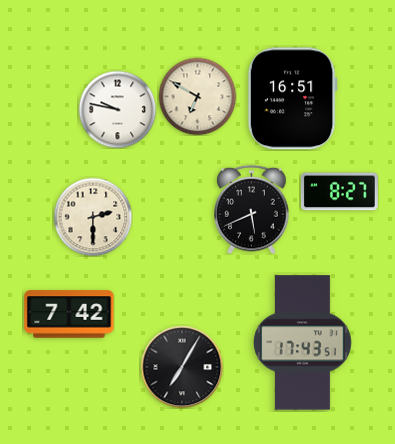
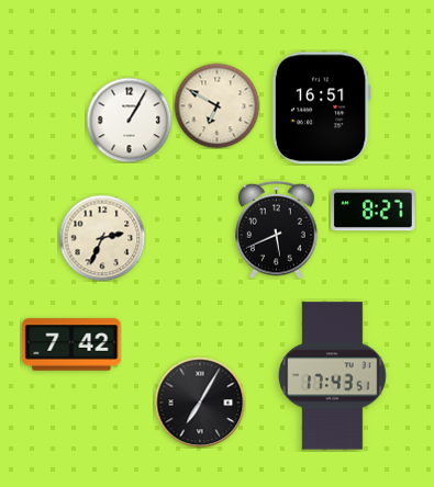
clock at (117, 109): 9:47 -> 1:05
clock at (93, 217): 2:30 -> 2:34
clock at (69, 314) position: (69, 314) -> (71, 344)
